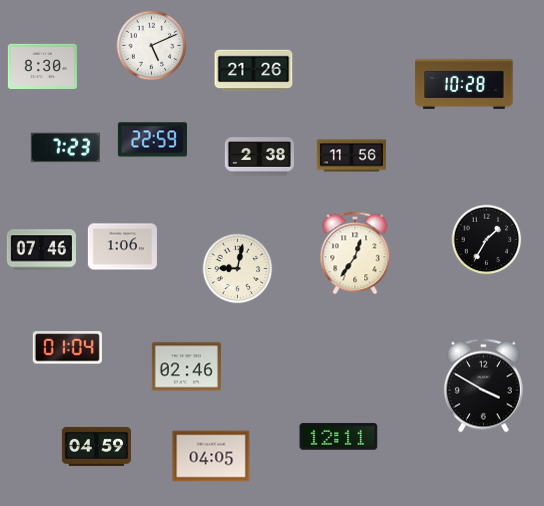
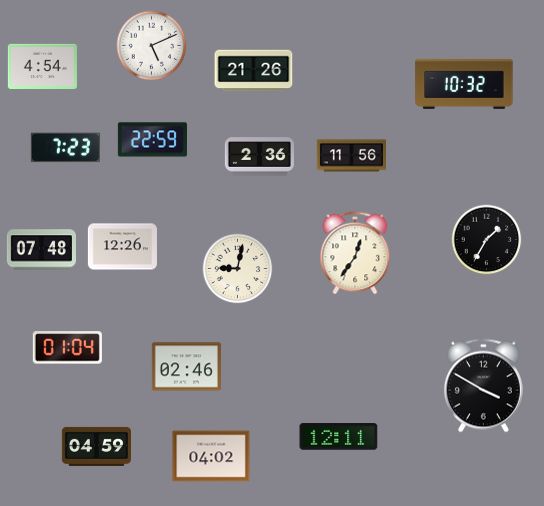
clock at (42, 66): 8:30 -> 4:54
clock at (464, 84): 10:28 -> 10:32
clock at (259, 157): 2:38 -> 2:36
clock at (122, 247): 1:06 -> 12:26
clock at (41, 250): 07:46 -> 07:48
clock at (211, 456): 04:05 -> 04:02
